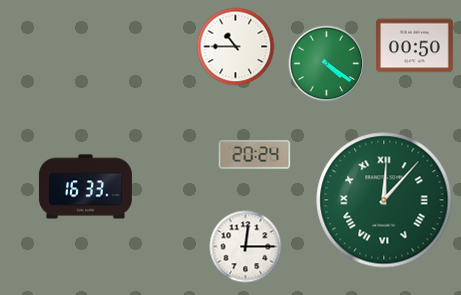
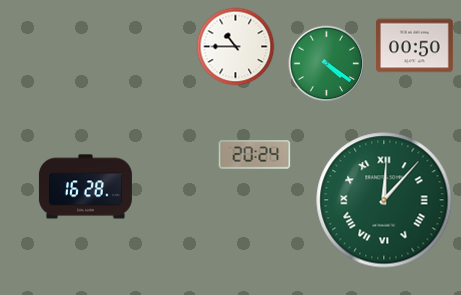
clock at (85, 187): 16:33 -> 16:28
clock at (246, 247): 12:15 -> none
